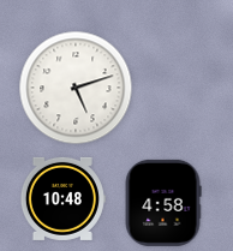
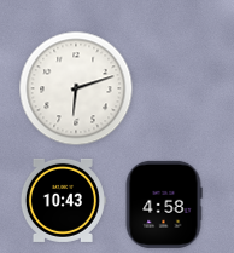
clock at (76, 88): 5:12 -> 6:12
clock at (62, 198): 10:48 -> 10:43
